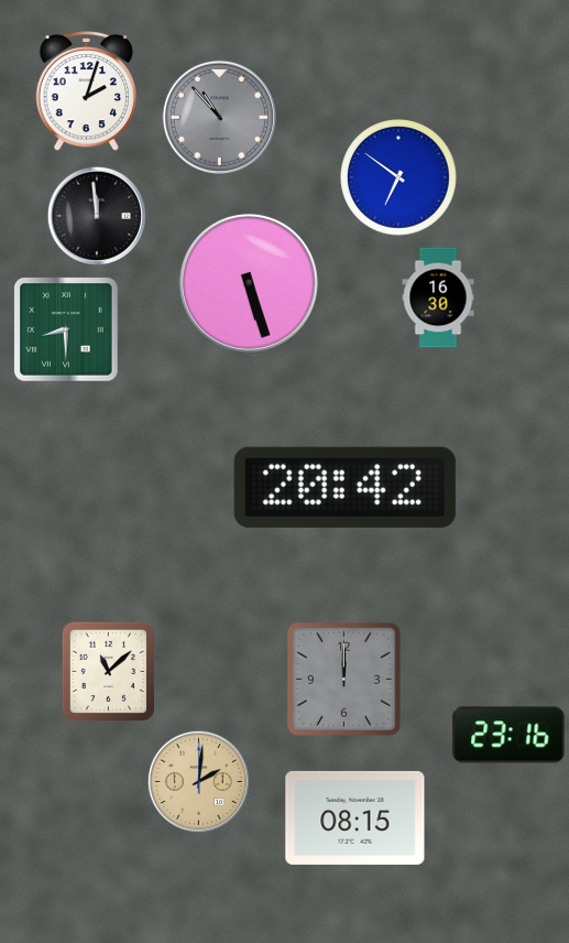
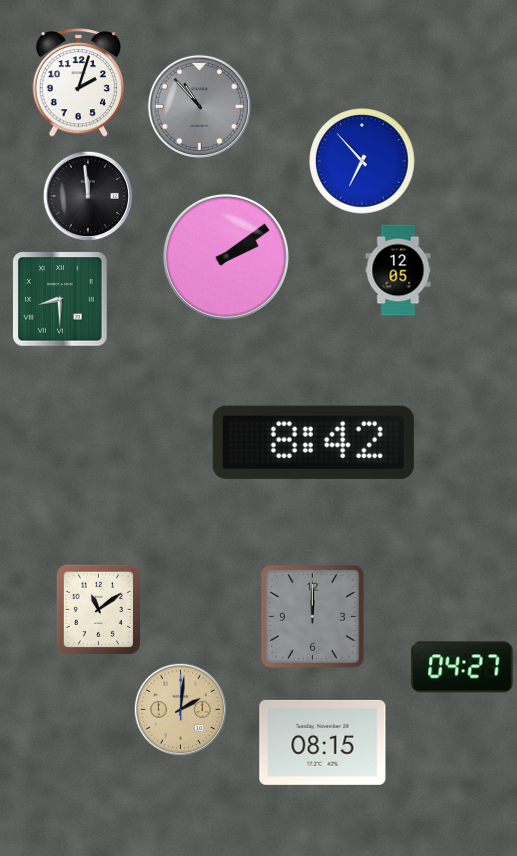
clock at (398, 177): 6:51 -> 6:53
clock at (249, 283): 5:27 -> 2:09
clock at (438, 297): 16:30 -> 12:05
clock at (344, 487): 20:42 -> 8:42
clock at (108, 671): 11:08 -> 11:09
clock at (508, 735): 23:16 -> 04:27
